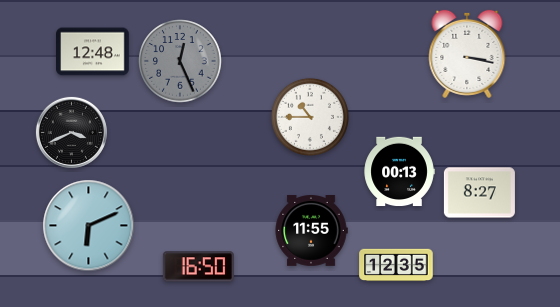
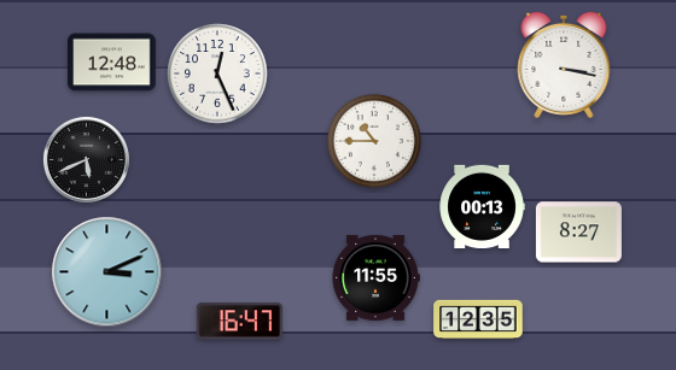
clock at (180, 61) dial: grey -> white
clock at (71, 132): 3:41 -> 5:41
clock at (89, 226): 6:11 -> 3:11
clock at (198, 267): 16:50 -> 16:47
